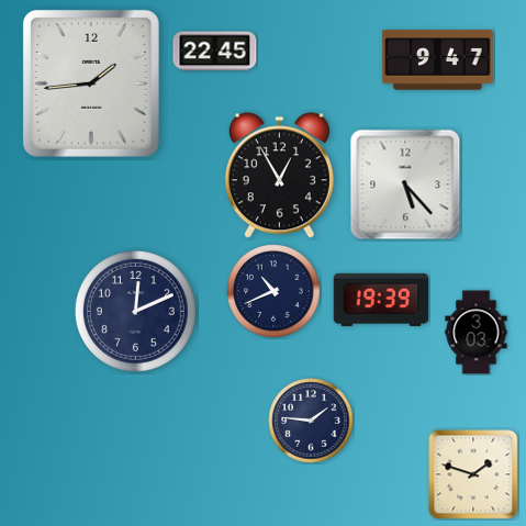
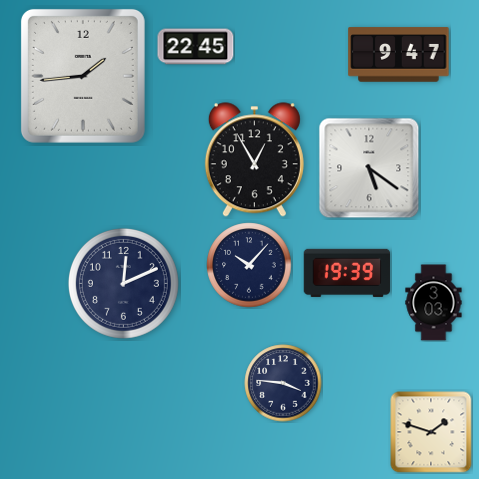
clock at (405, 184): 5:23 -> 5:21
clock at (273, 291): 10:41 -> 10:07
clock at (311, 421): 1:46 -> 3:46
